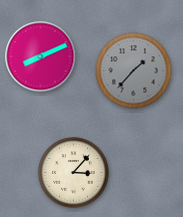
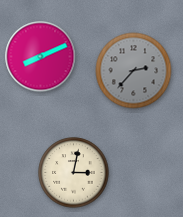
clock at (134, 71): 1:37 -> 2:37
clock at (74, 173): 3:07 -> 3:02
